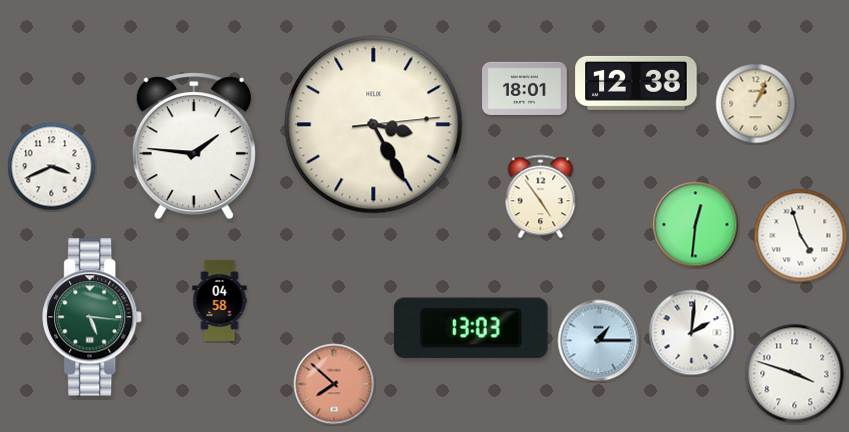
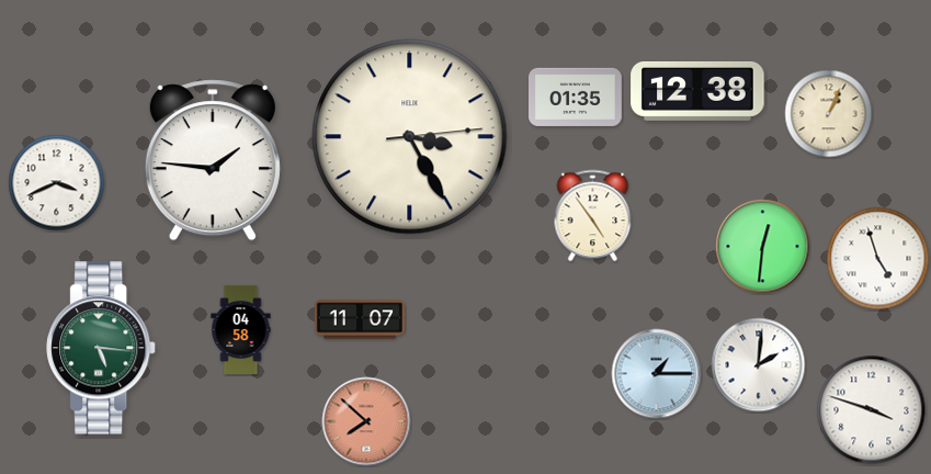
clock at (525, 88): 18:01 -> 01:35
clock at (360, 319): none -> 11:07
clock at (471, 328): 13:03 -> none
